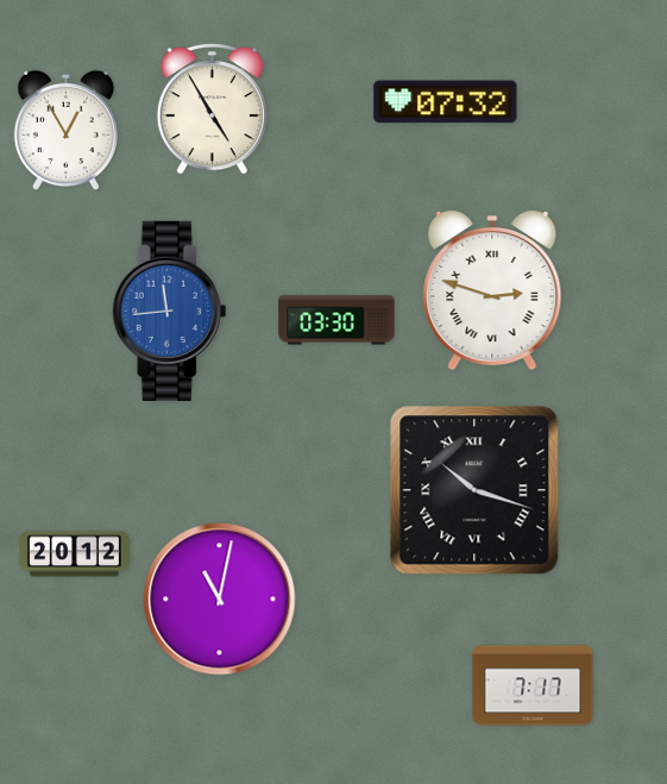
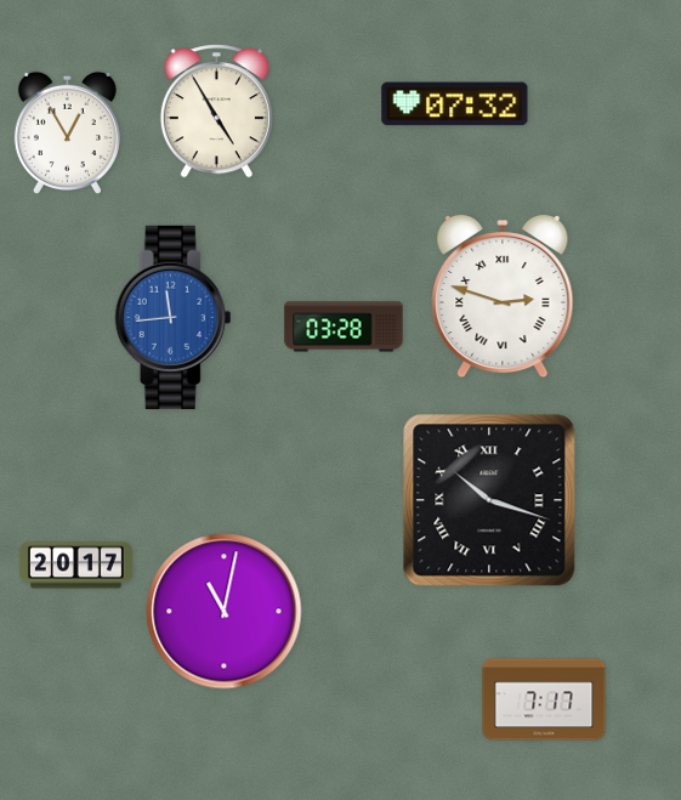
clock at (336, 320): 03:30 -> 03:28
clock at (474, 490) position: (474, 490) -> (489, 500)
clock at (74, 554): 20:12 -> 20:17
